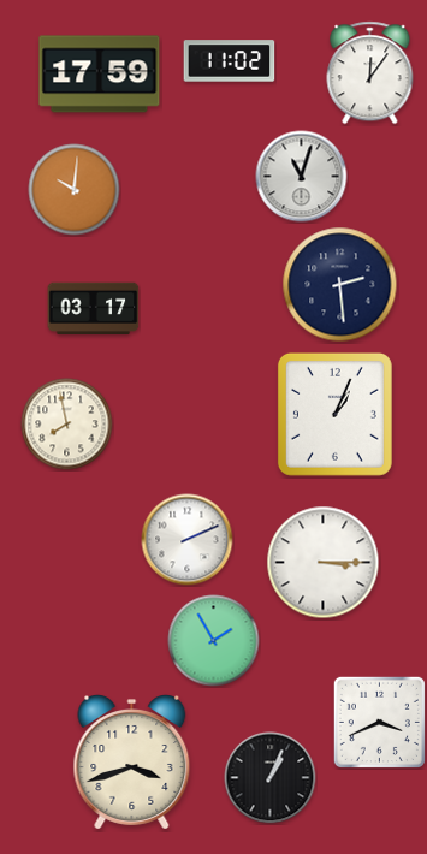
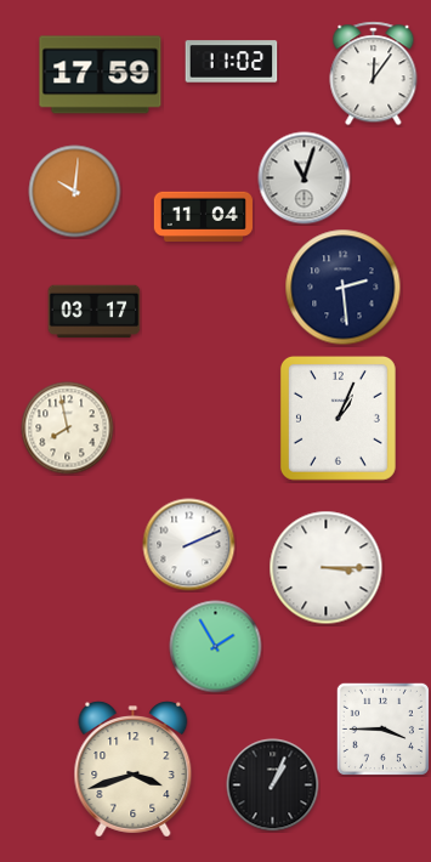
clock at (203, 216): none -> 11:04
clock at (379, 722): 3:41 -> 3:45
